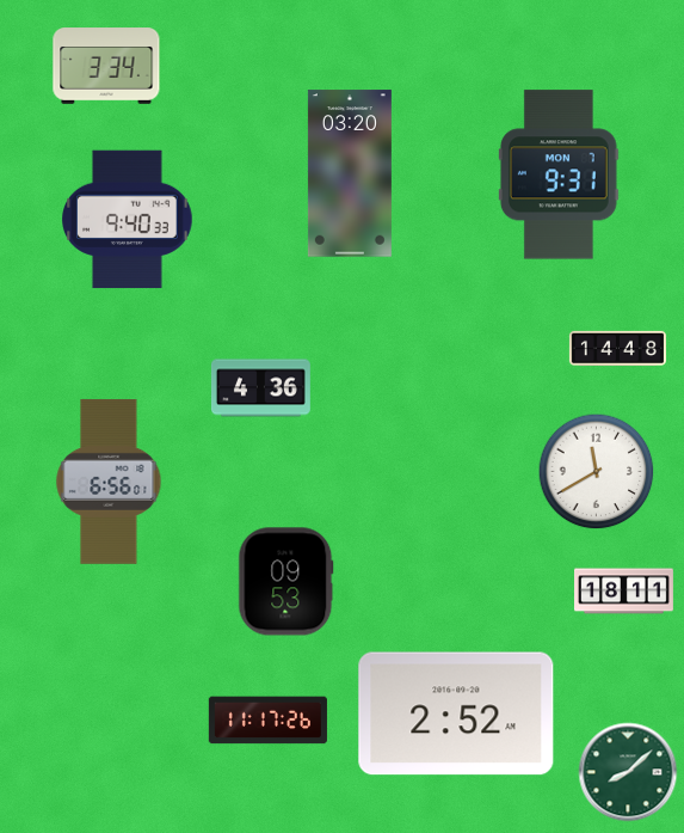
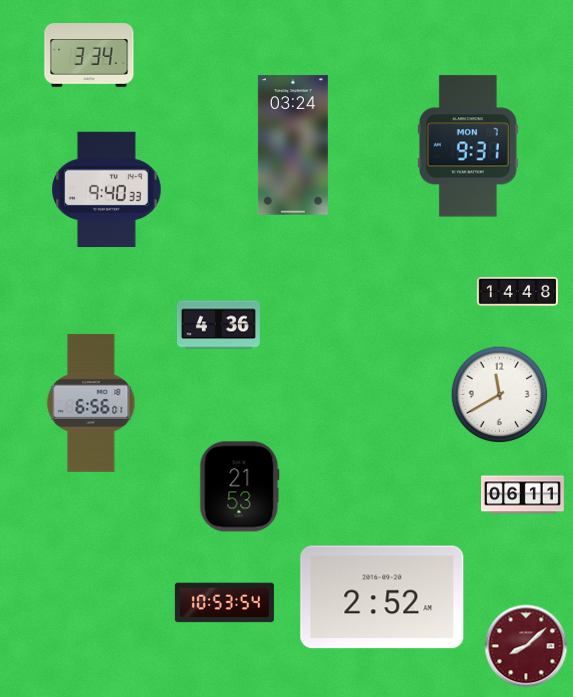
clock at (350, 173): 03:20 -> 03:24
clock at (128, 220) position: (128, 220) -> (107, 190)
clock at (286, 582): 09:53 -> 21:53
clock at (624, 592): 18:11 -> 06:11
clock at (267, 721): 11:17 -> 10:53
clock at (628, 772) dial: green -> burgundy
